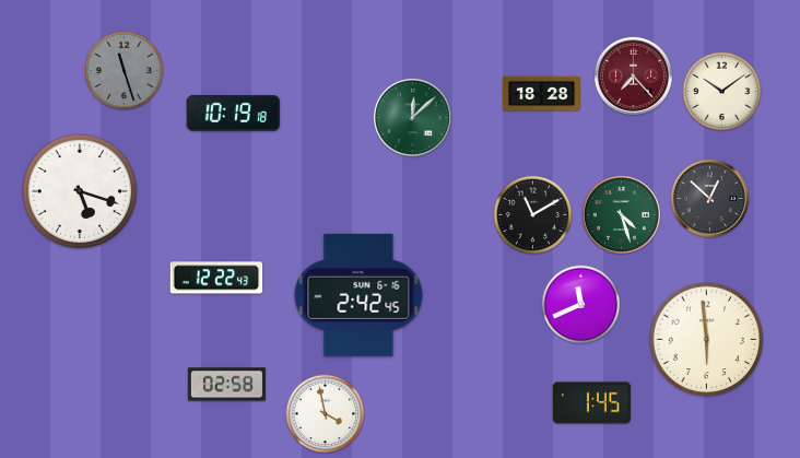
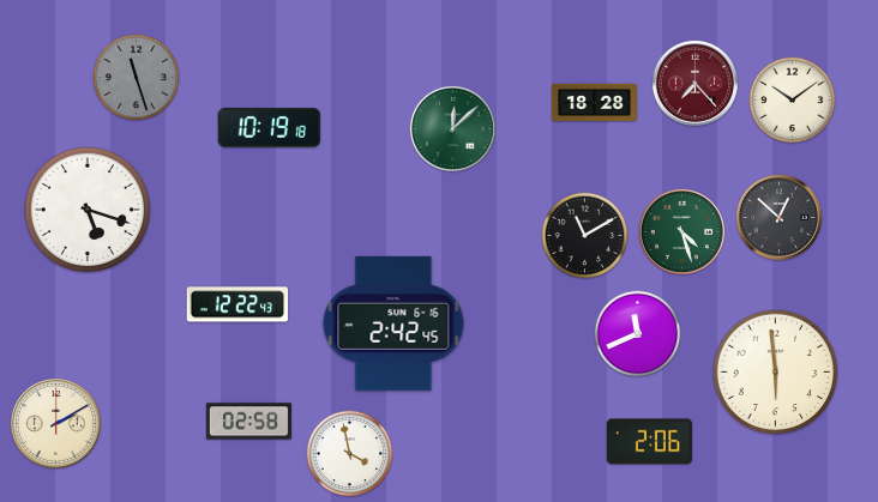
clock at (233, 114) position: (233, 114) -> (269, 128)
clock at (621, 214) position: (621, 214) -> (681, 231)
clock at (55, 423): none -> 2:10
clock at (591, 403): 1:45 -> 2:06
clock at (326, 414) position: (326, 414) -> (350, 454)
